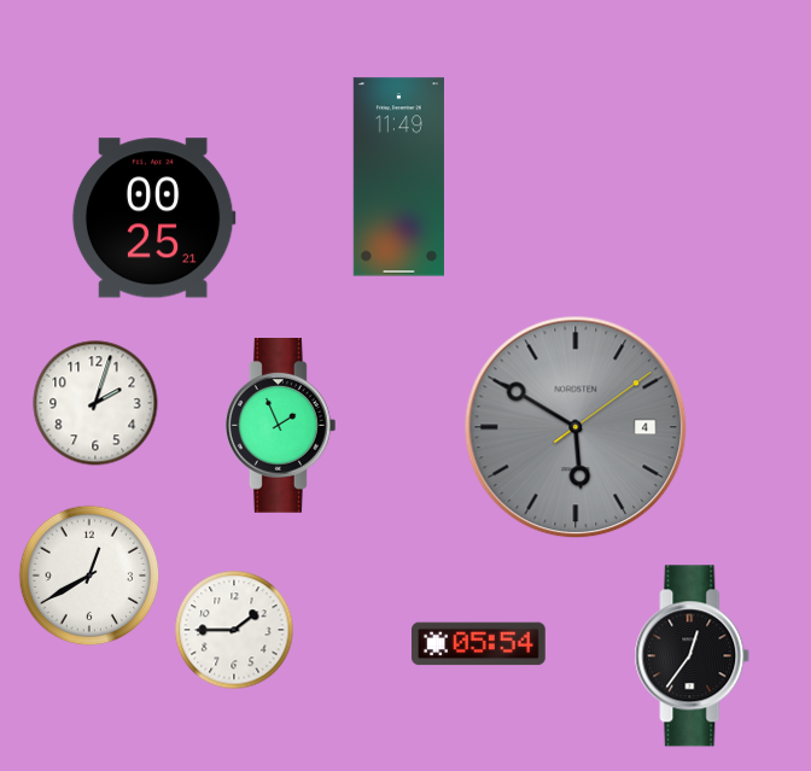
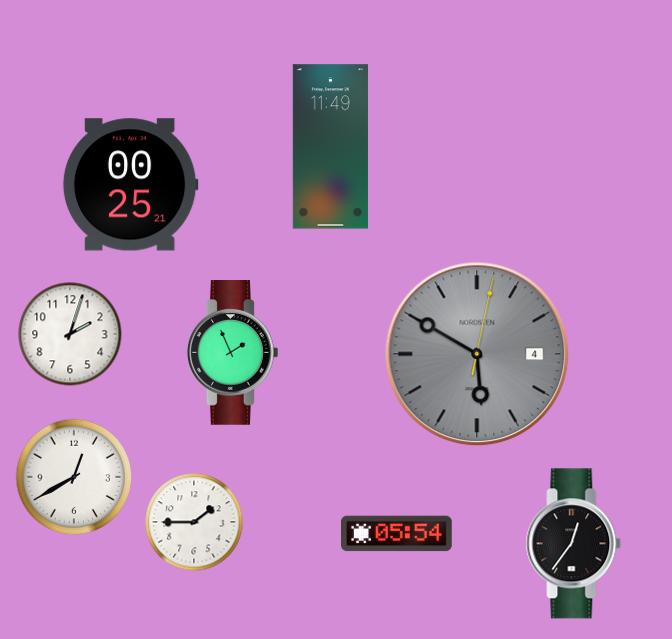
clock at (153, 218) position: (153, 218) -> (130, 185)
clock at (95, 403) position: (95, 403) -> (70, 334)
clock at (576, 427): 5:50:09 -> 5:50:02
